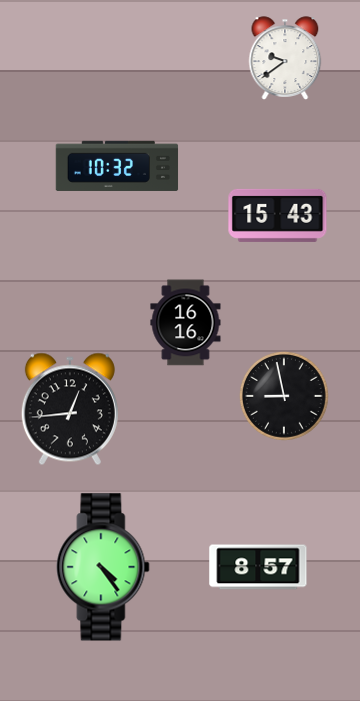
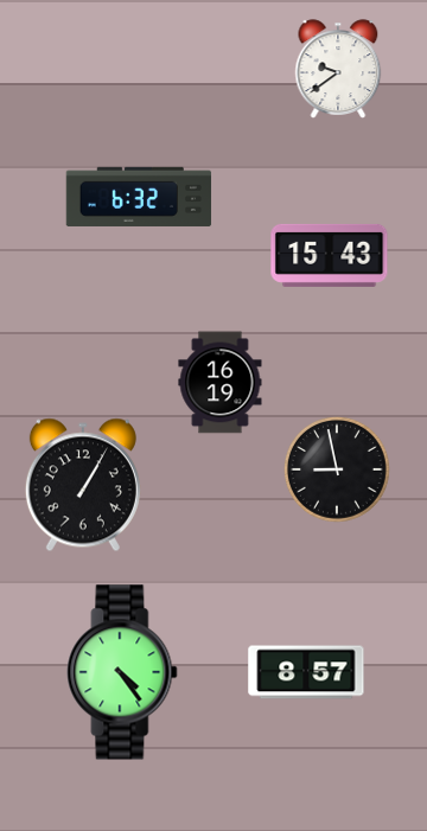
clock at (117, 166): 10:32 -> 6:32
clock at (186, 323): 16:16 -> 16:19
clock at (70, 409): 12:44 -> 1:05
